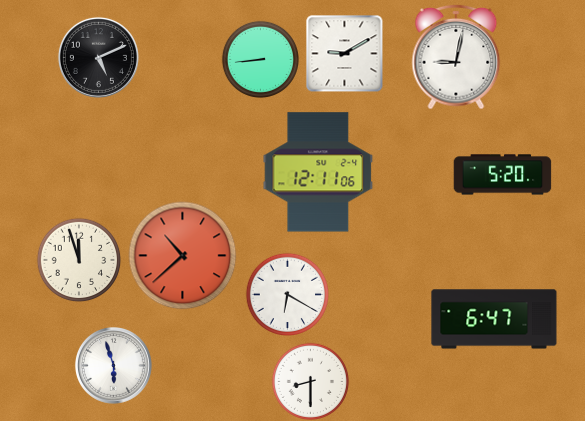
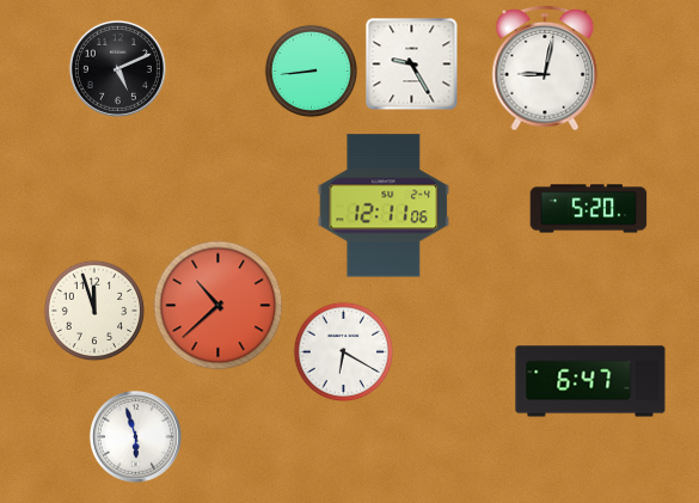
clock at (344, 54): 9:10 -> 9:25
clock at (318, 172) position: (318, 172) -> (384, 206)
clock at (503, 175) position: (503, 175) -> (589, 209)
clock at (310, 381): 8:30 -> none
